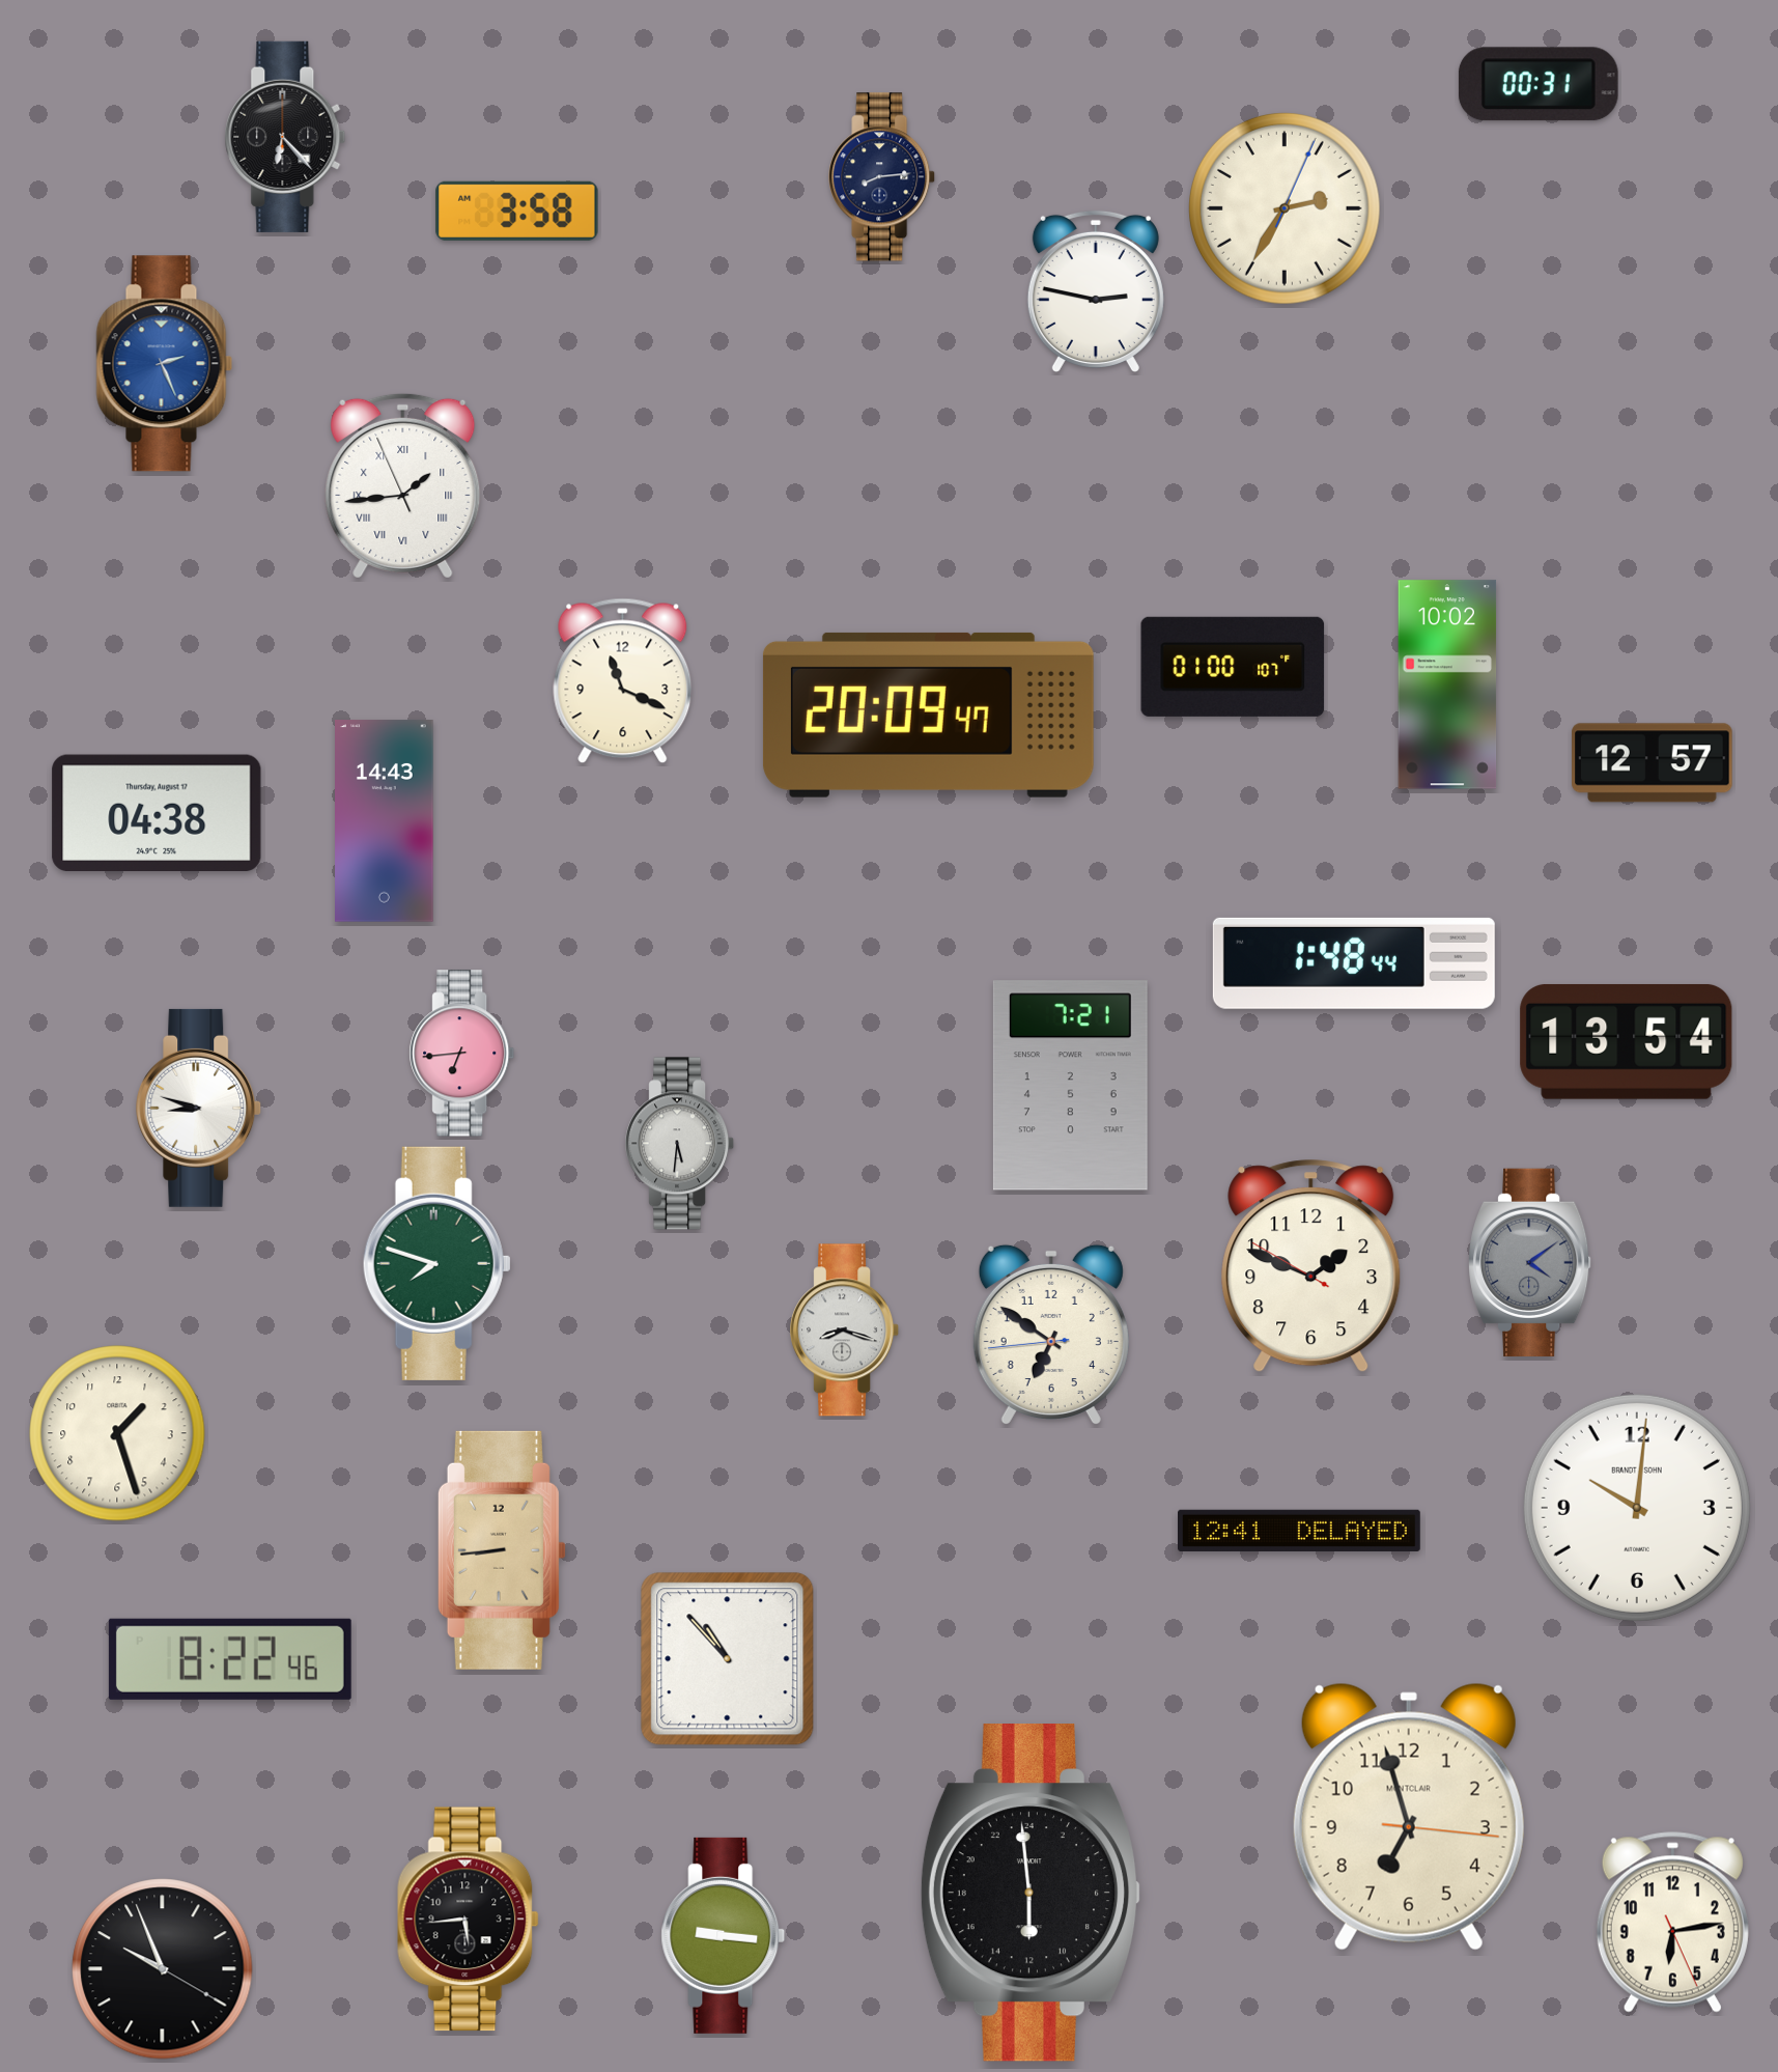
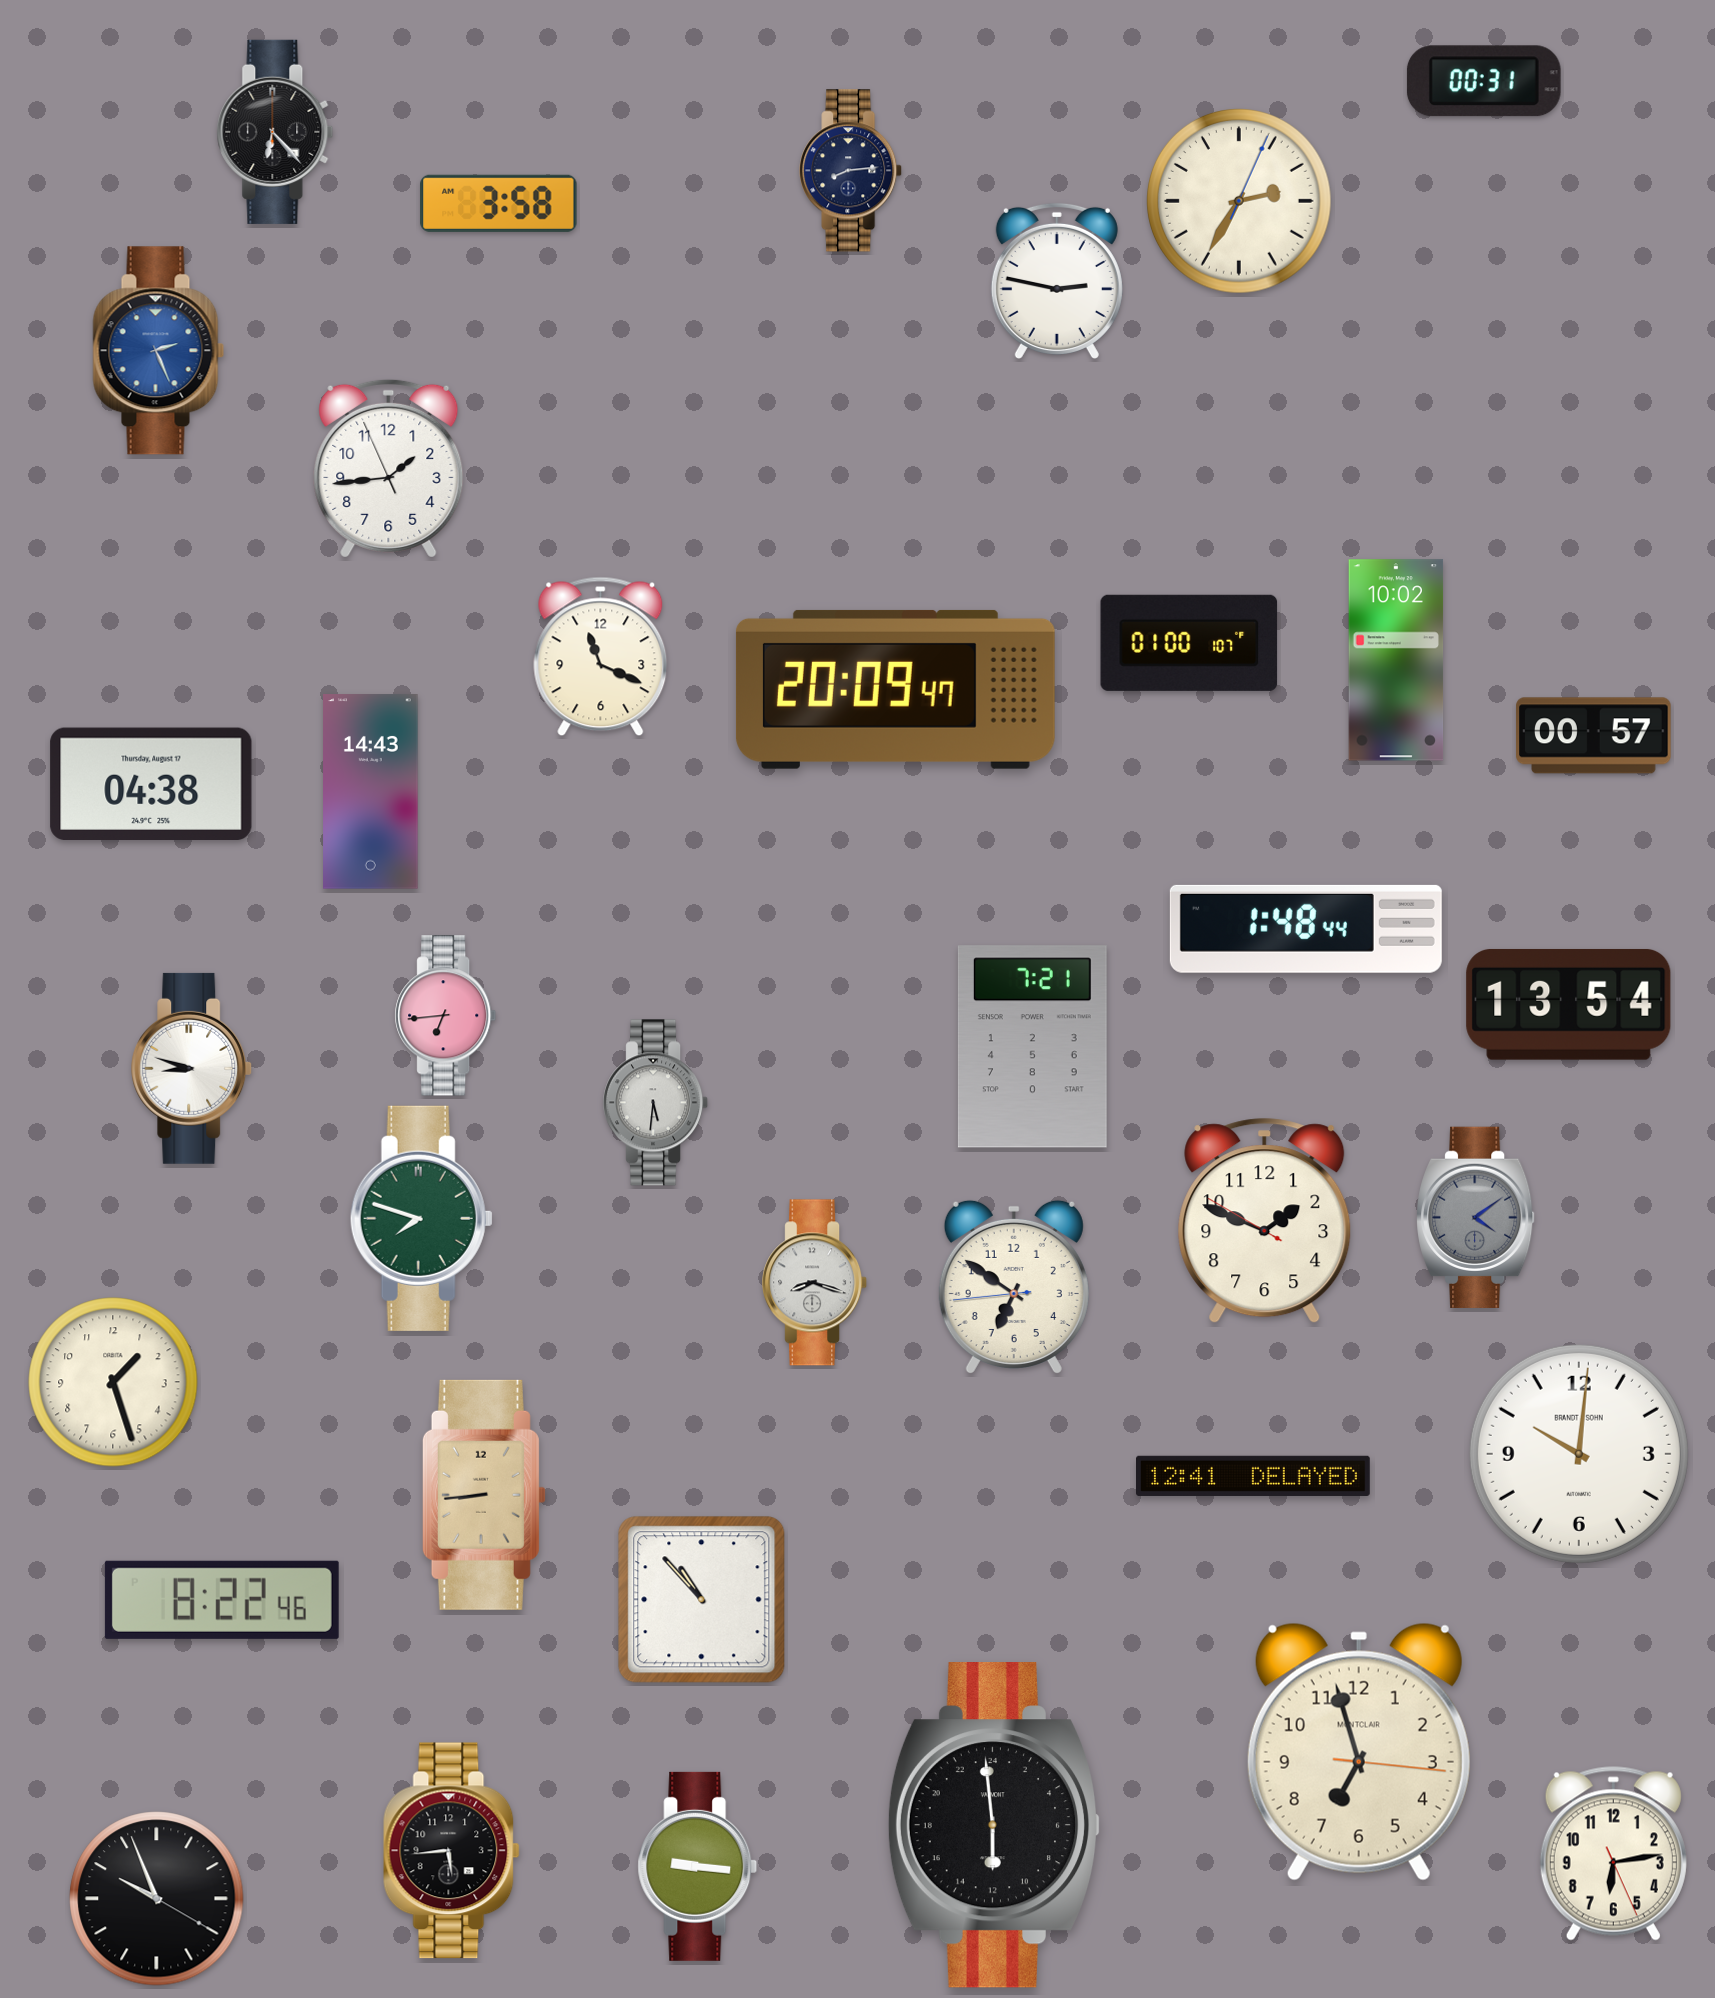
clock at (403, 485) numerals: Roman -> Arabic
clock at (1653, 763): 12:57 -> 00:57
